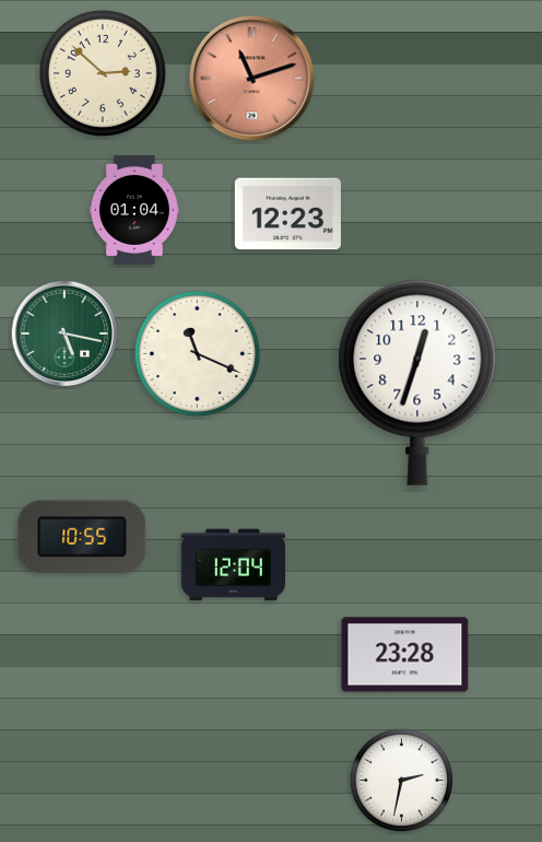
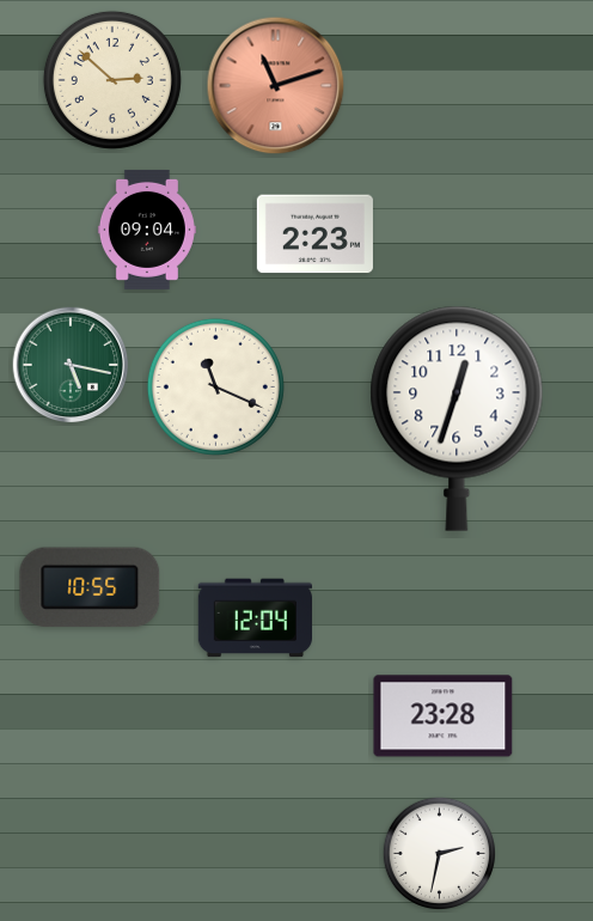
clock at (134, 210): 01:04 -> 09:04
clock at (287, 214): 12:23 -> 2:23
